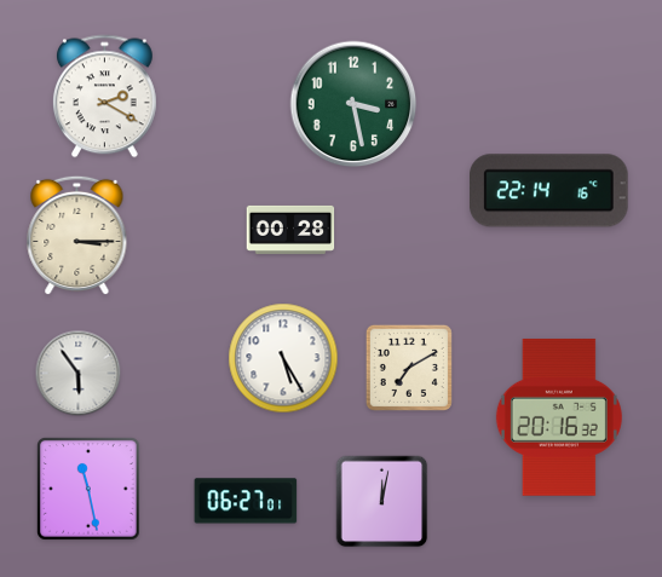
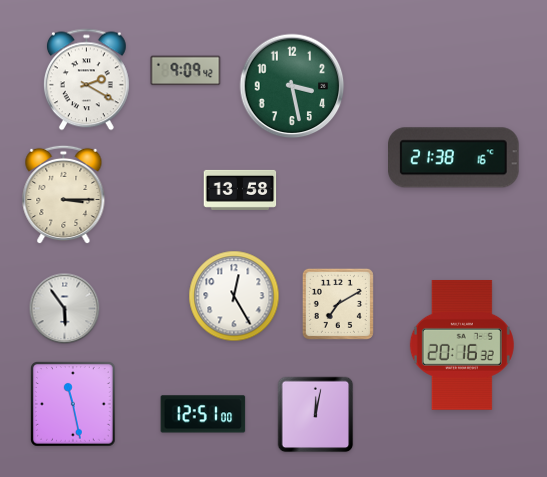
clock at (186, 71): none -> 9:09
clock at (549, 191): 22:14 -> 21:38
clock at (290, 230): 00:28 -> 13:58
clock at (283, 358): 5:25 -> 12:25
clock at (246, 501): 06:27 -> 12:51
